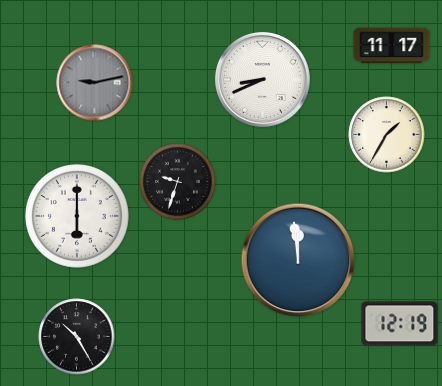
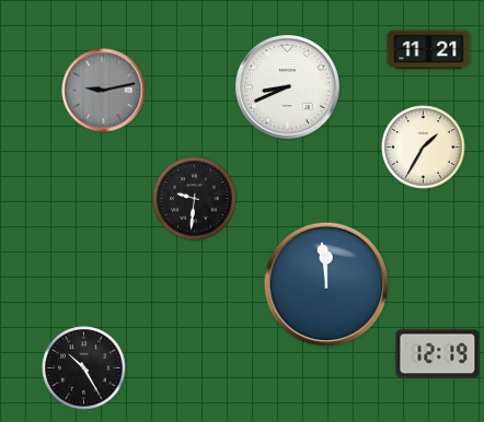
clock at (392, 46): 11:17 -> 11:21
clock at (178, 182): 9:33 -> 9:31
clock at (78, 217): 6:00 -> none
